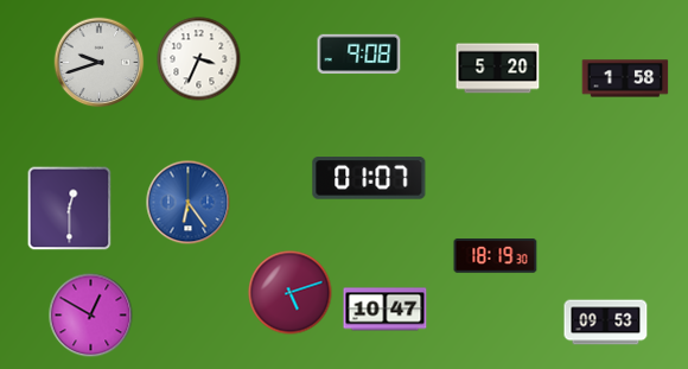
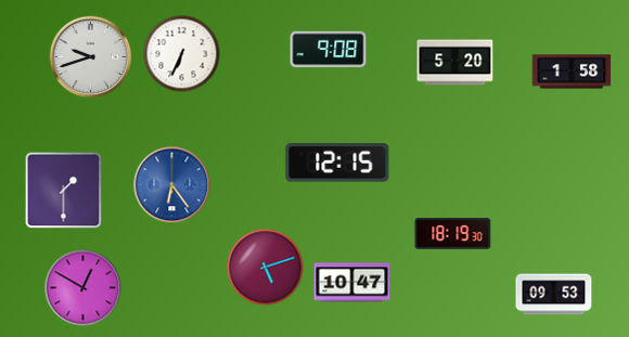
clock at (199, 59): 3:34 -> 6:34
clock at (369, 178): 01:07 -> 12:15
clock at (70, 209): 12:30 -> 1:30
